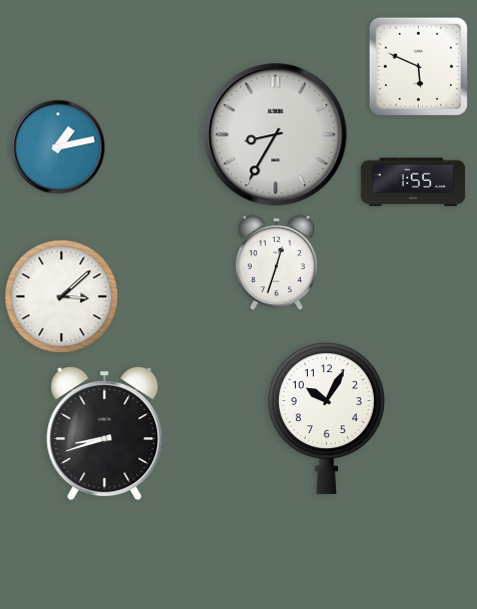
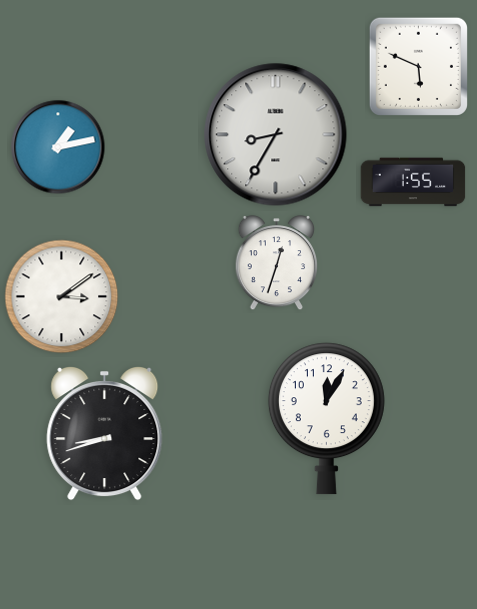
clock at (62, 297): 3:08 -> 3:09
clock at (326, 419): 10:05 -> 12:05
